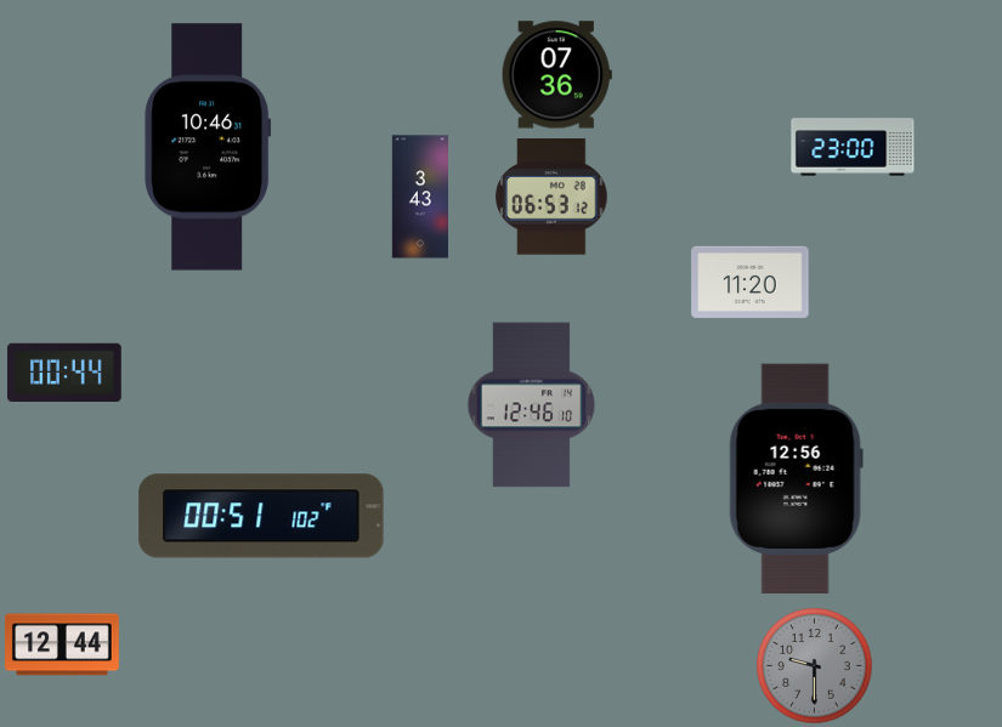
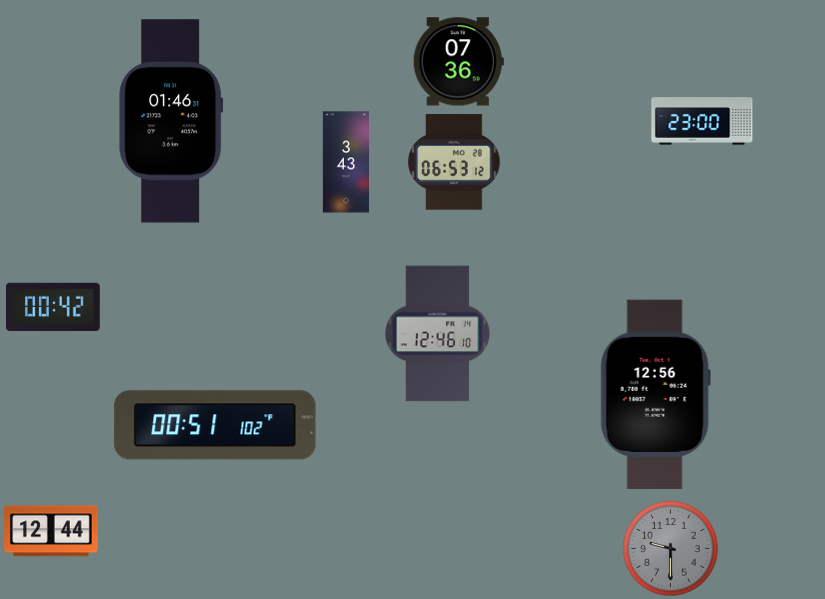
clock at (208, 147): 10:46 -> 01:46
clock at (751, 282): 11:20 -> none
clock at (66, 371): 00:44 -> 00:42
